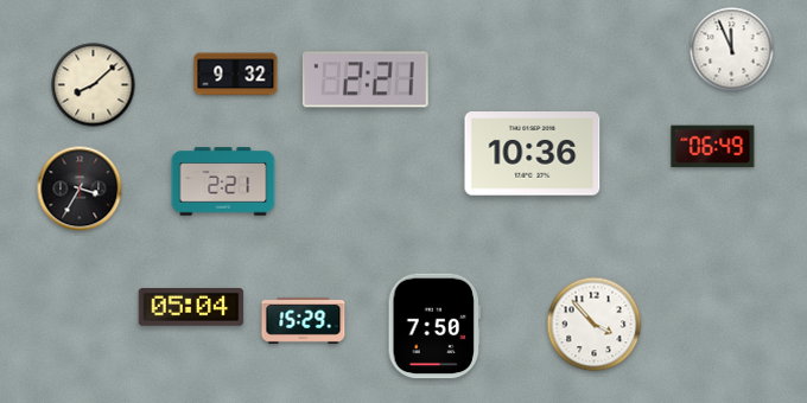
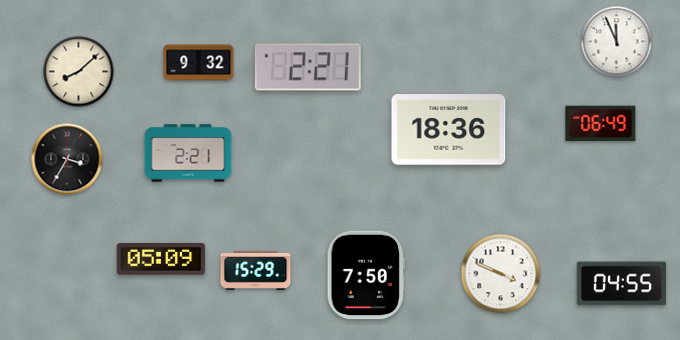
clock at (533, 154): 10:36 -> 18:36
clock at (191, 308): 05:04 -> 05:09
clock at (595, 325): 3:53 -> 3:49
clock at (622, 284): none -> 04:55
